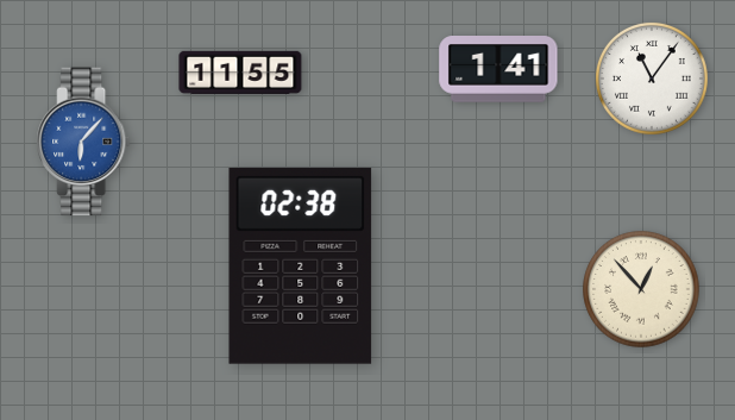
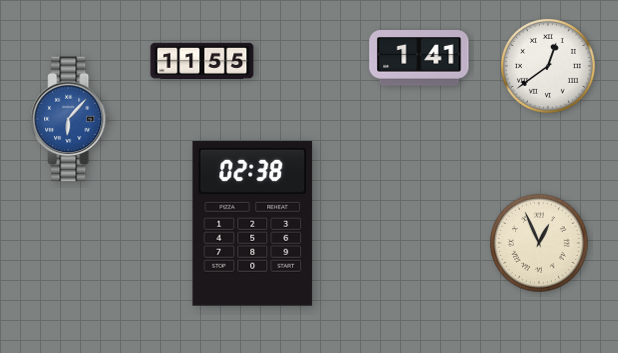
clock at (652, 79): 11:06 -> 12:39
clock at (641, 289): 12:53 -> 12:56
